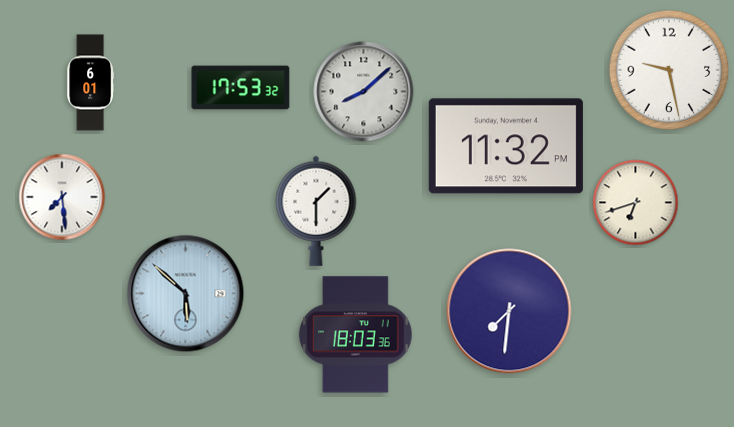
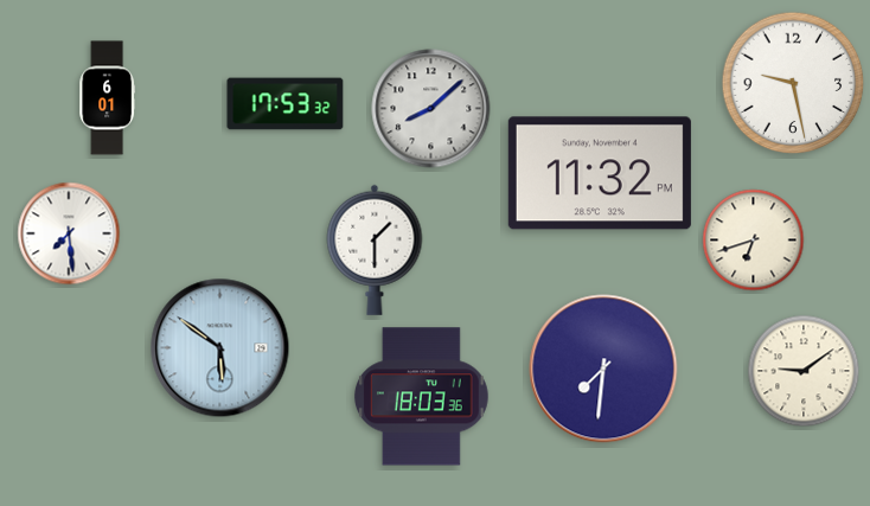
clock at (62, 197) position: (62, 197) -> (69, 233)
clock at (186, 294): 5:52 -> 5:51
clock at (804, 371): none -> 9:09
